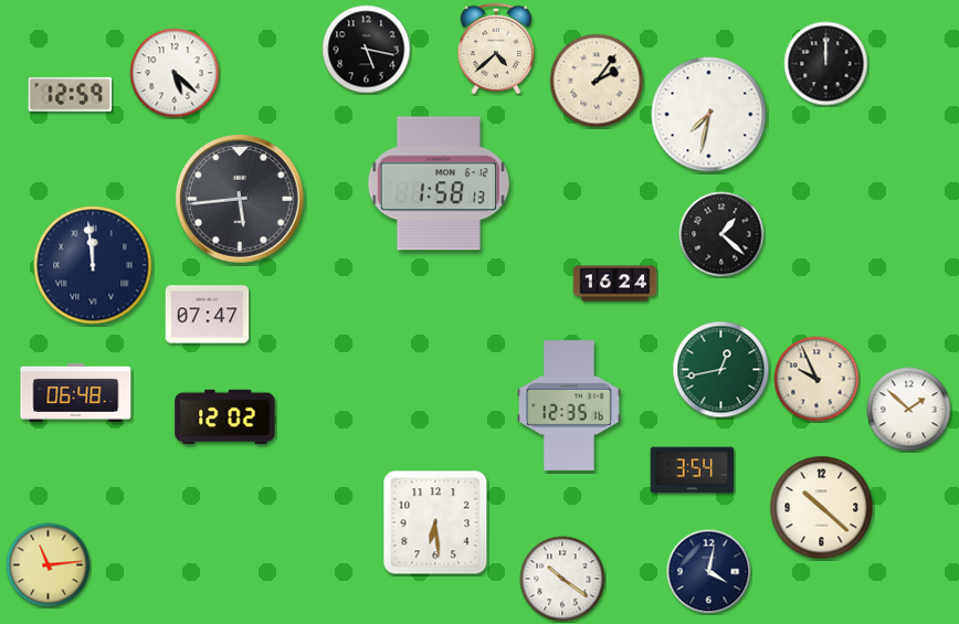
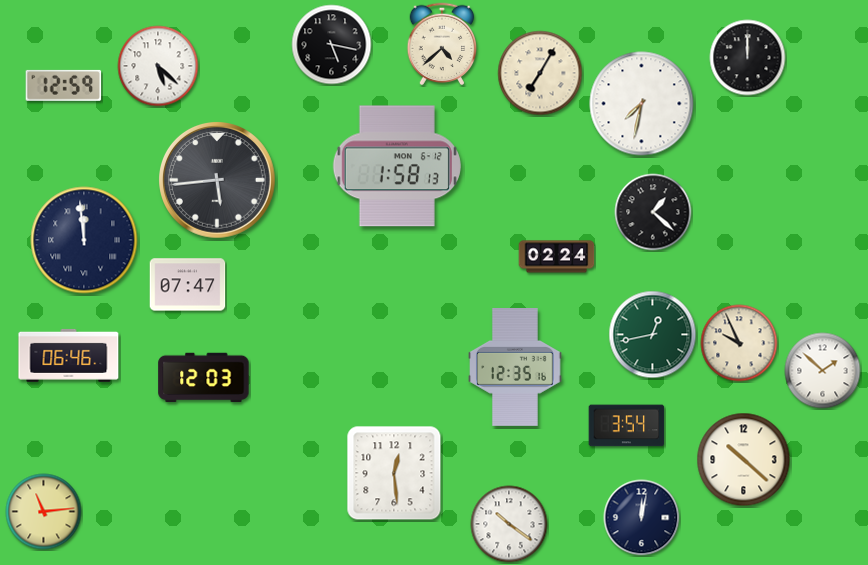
clock at (496, 49) position: (496, 49) -> (442, 44)
clock at (597, 81): 2:06 -> 7:05
clock at (615, 284): 16:24 -> 02:24
clock at (76, 392): 06:48 -> 06:46
clock at (225, 417): 12:02 -> 12:03
clock at (435, 522): 6:29 -> 12:29
clock at (709, 572): 4:02 -> 12:02
